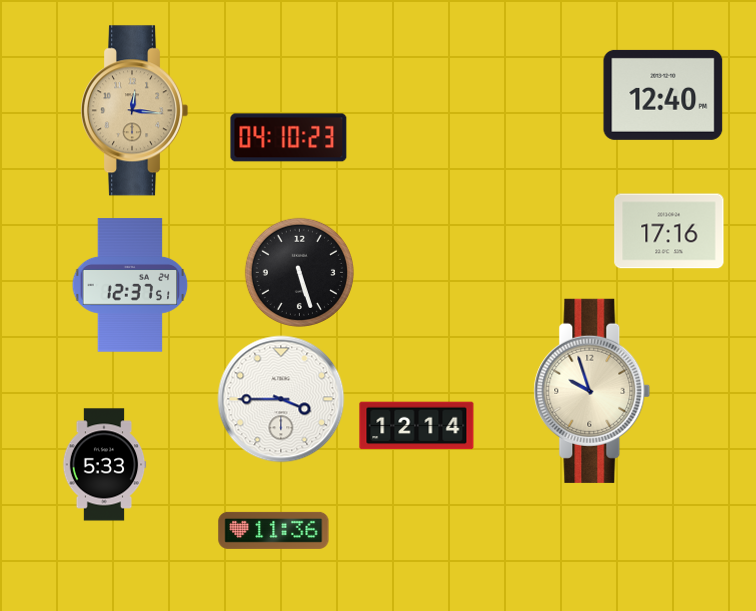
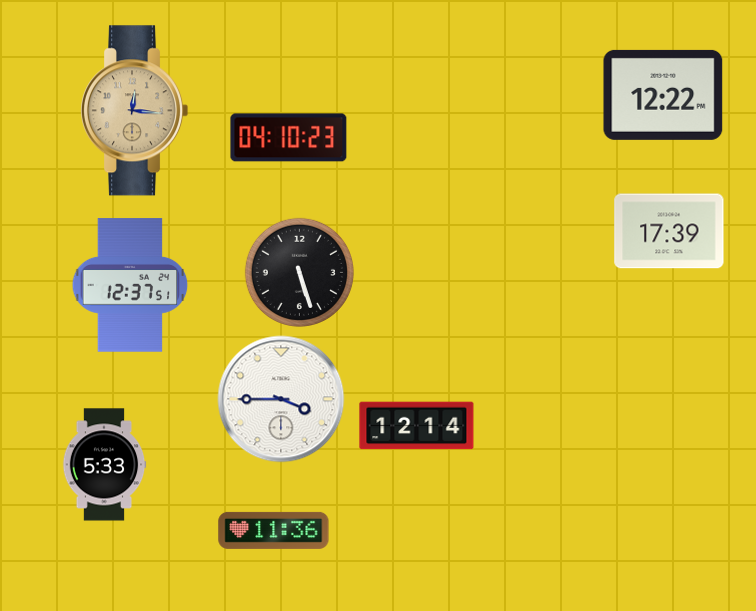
clock at (663, 95): 12:40 -> 12:22
clock at (669, 231): 17:16 -> 17:39
clock at (592, 391): 9:57 -> none
